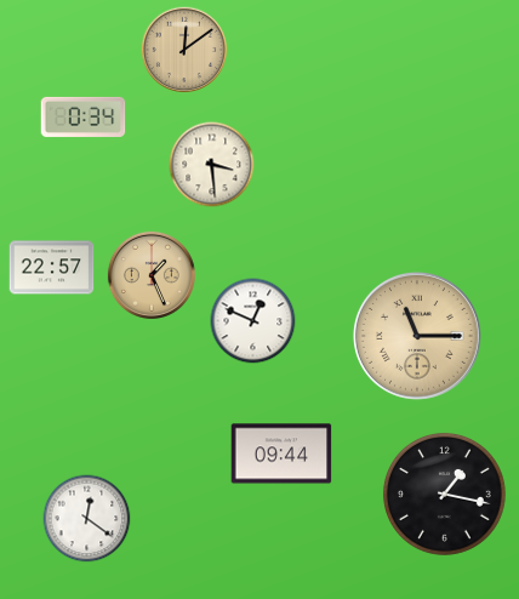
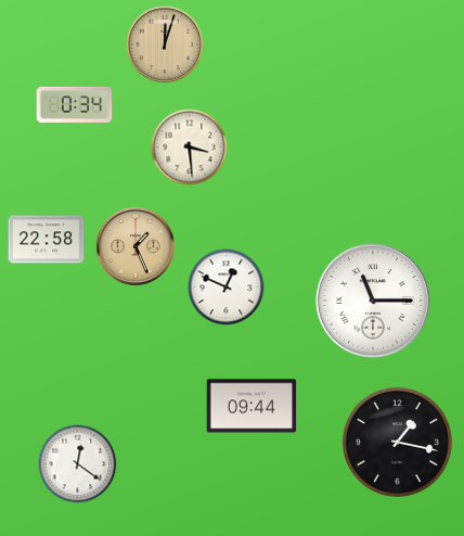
clock at (184, 50): 12:09 -> 12:03
clock at (52, 268): 22:57 -> 22:58
clock at (417, 336) dial: champagne -> white
